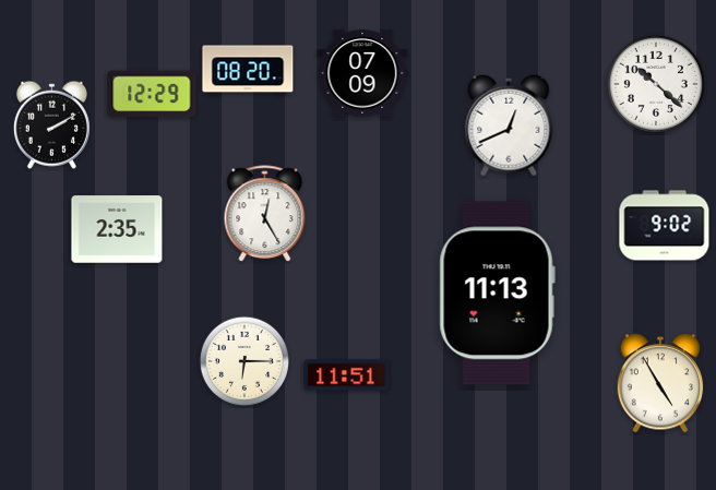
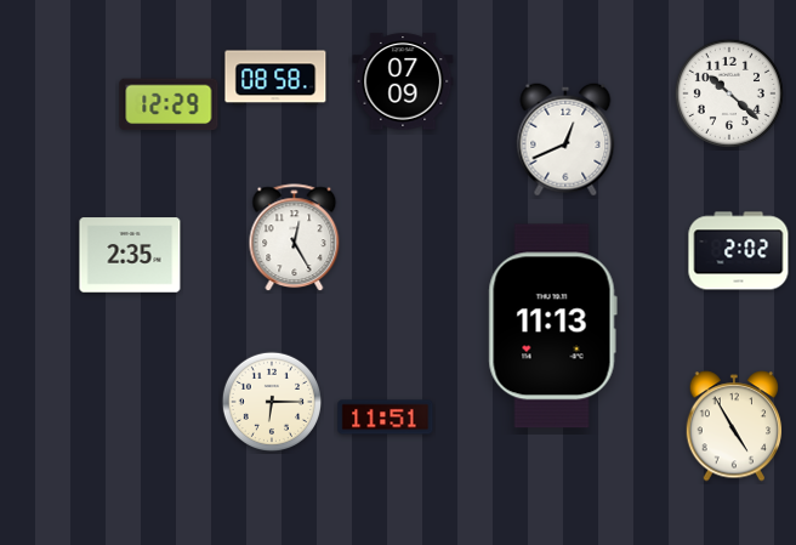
clock at (248, 70): 08:20 -> 08:58
clock at (51, 124): 2:10 -> none
clock at (665, 226): 9:02 -> 2:02
